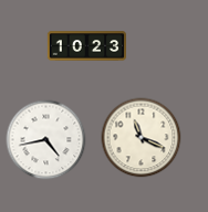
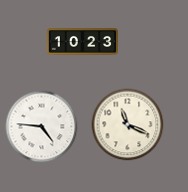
clock at (86, 46) position: (86, 46) -> (82, 42)
clock at (46, 140): 4:43 -> 4:46
